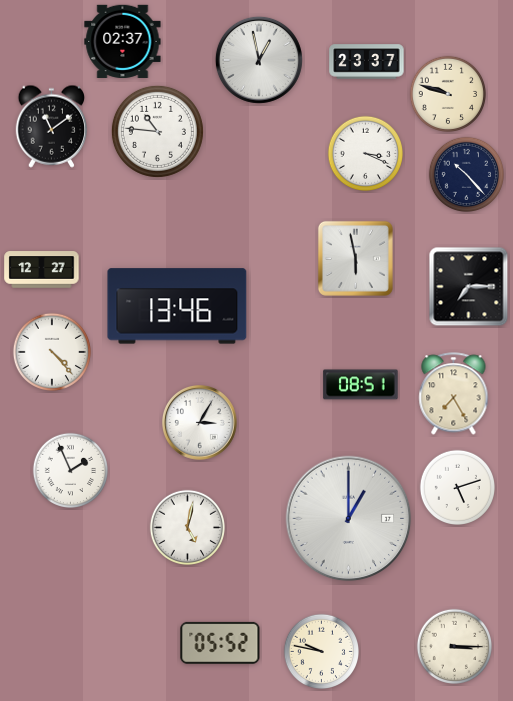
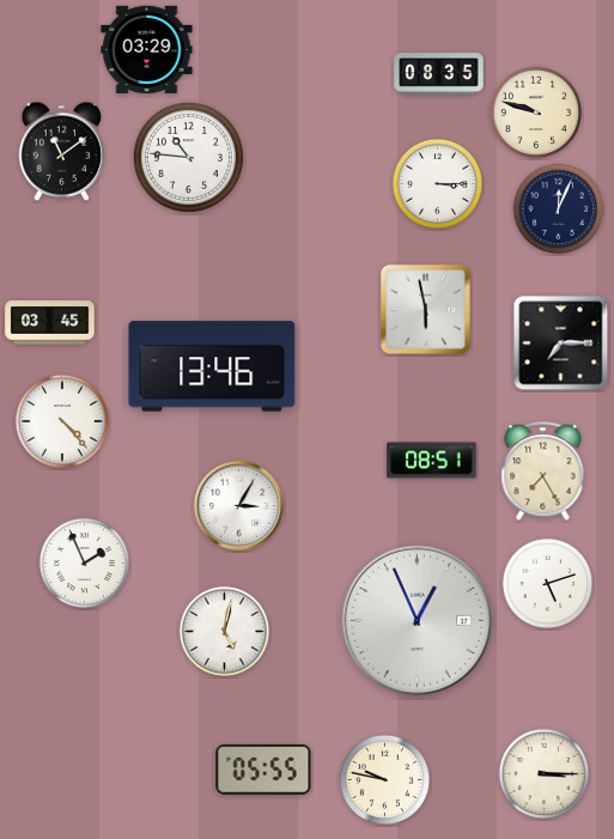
clock at (123, 41): 02:37 -> 03:29
clock at (259, 60): 12:58 -> none
clock at (367, 62): 23:37 -> 08:35
clock at (365, 153): 3:19 -> 3:15
clock at (466, 174): 10:23 -> 12:04
clock at (42, 270): 12:27 -> 03:45
clock at (349, 519): 1:00 -> 12:56
clock at (220, 643): 05:52 -> 05:55
